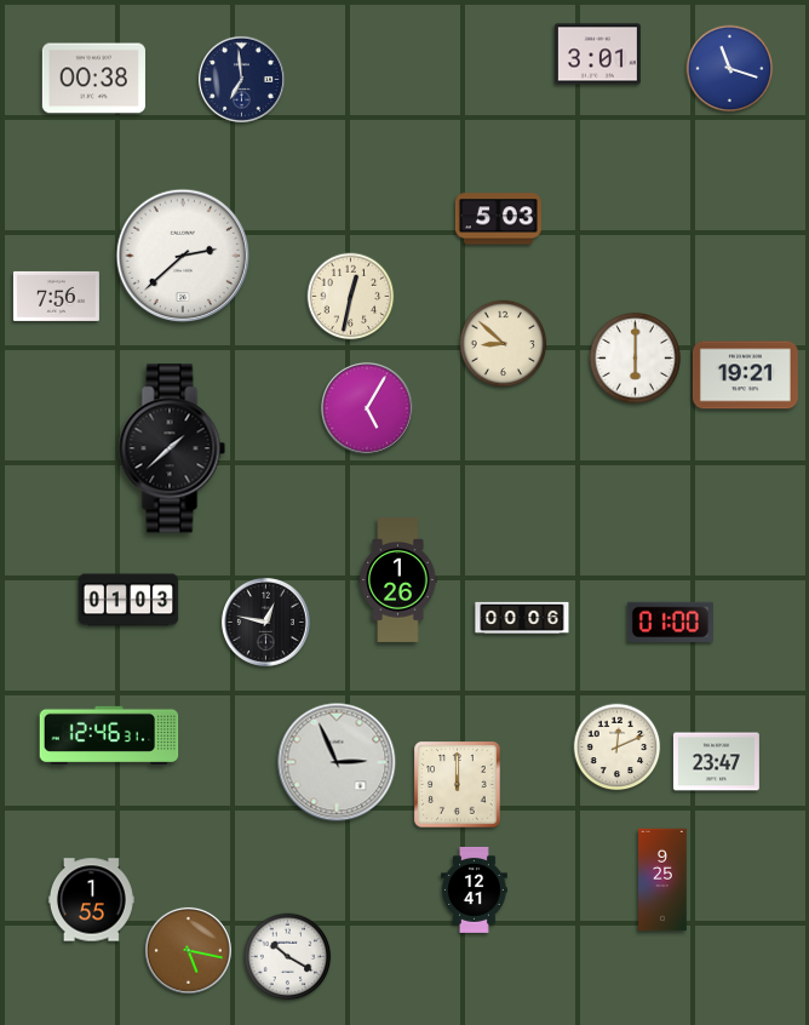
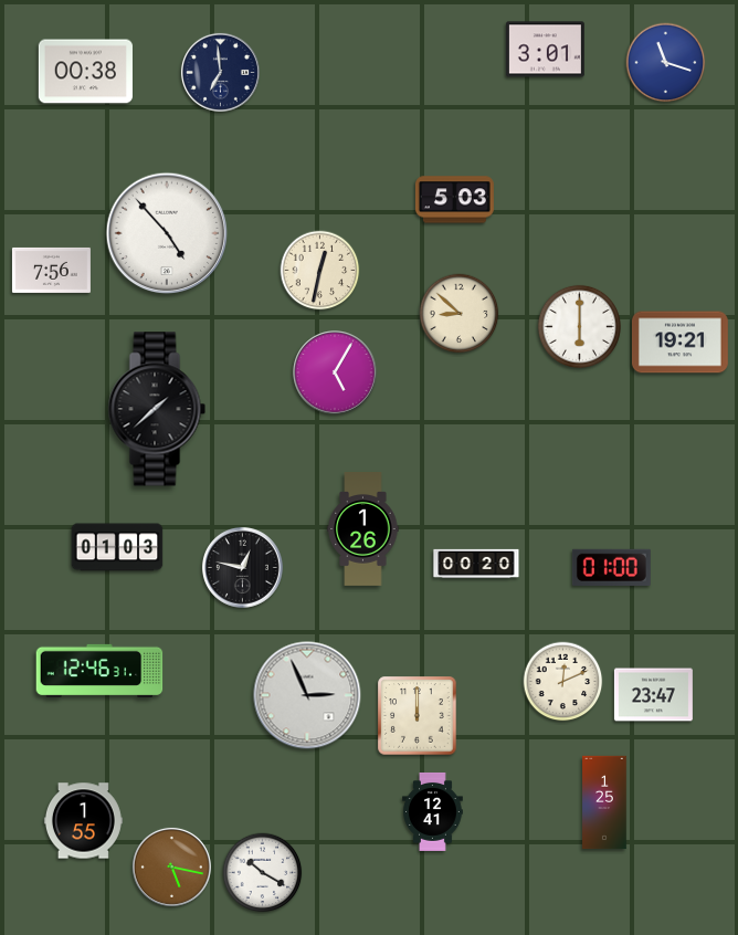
clock at (183, 256): 2:38 -> 4:53
clock at (522, 618): 00:06 -> 00:20
clock at (662, 880): 9:25 -> 1:25
